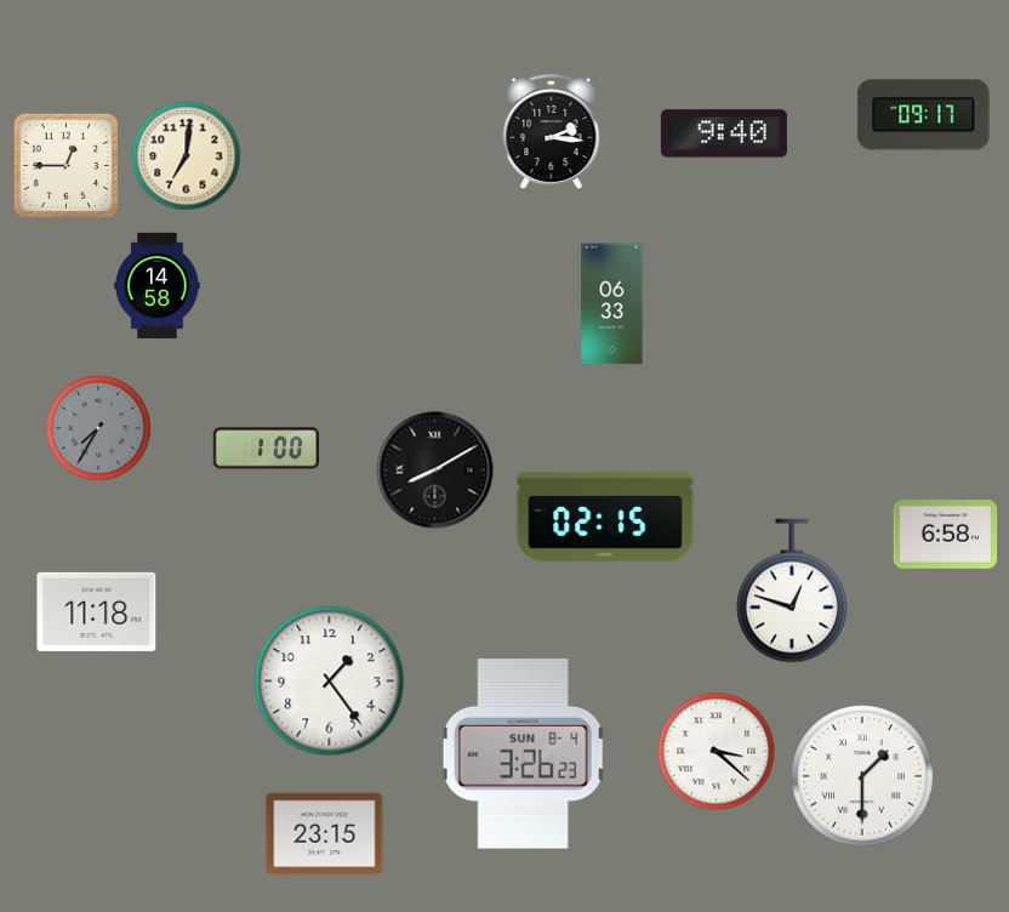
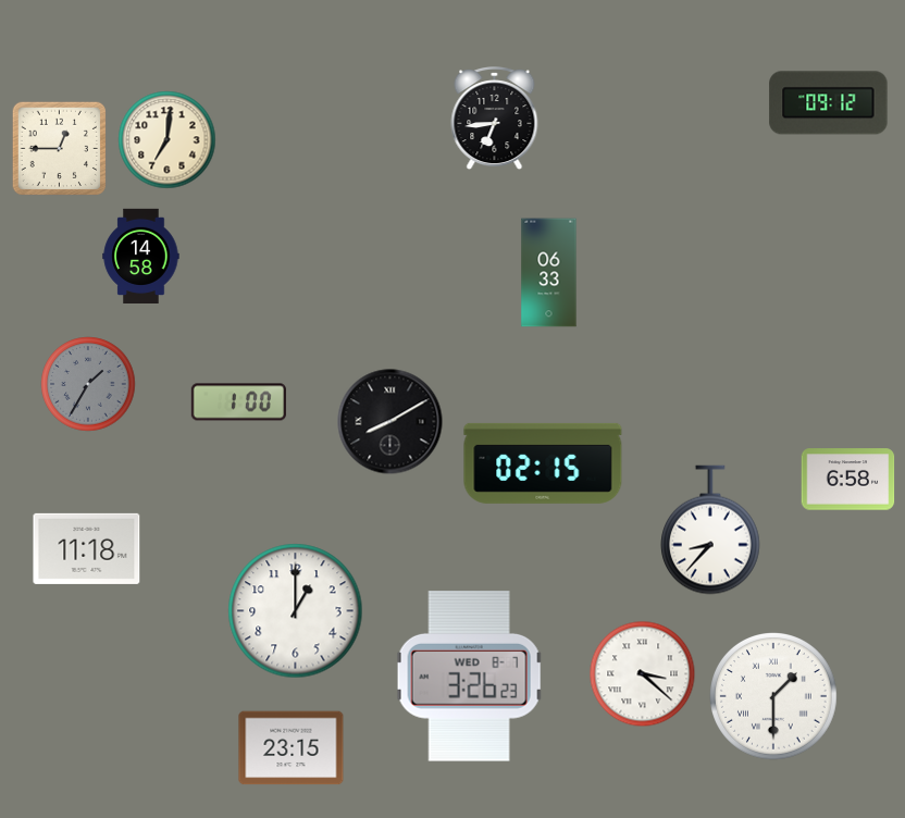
clock at (924, 115): 09:17 -> 09:12
clock at (552, 133): 2:16 -> 6:44
clock at (724, 133): 9:40 -> none
clock at (98, 428): 7:35 -> 1:35
clock at (793, 591): 12:48 -> 8:37
clock at (330, 682): 1:24 -> 1:00
clock at (523, 754) date: SUN 8-4 -> WED 8-7
